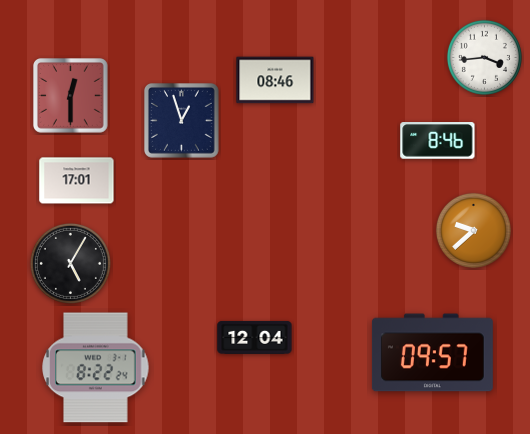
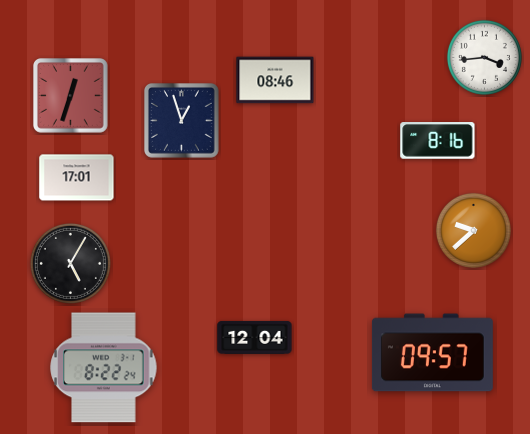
clock at (71, 96): 12:30 -> 12:33
clock at (438, 141): 8:46 -> 8:16
clock at (77, 181) position: (77, 181) -> (77, 178)
clock at (96, 368) position: (96, 368) -> (104, 368)
